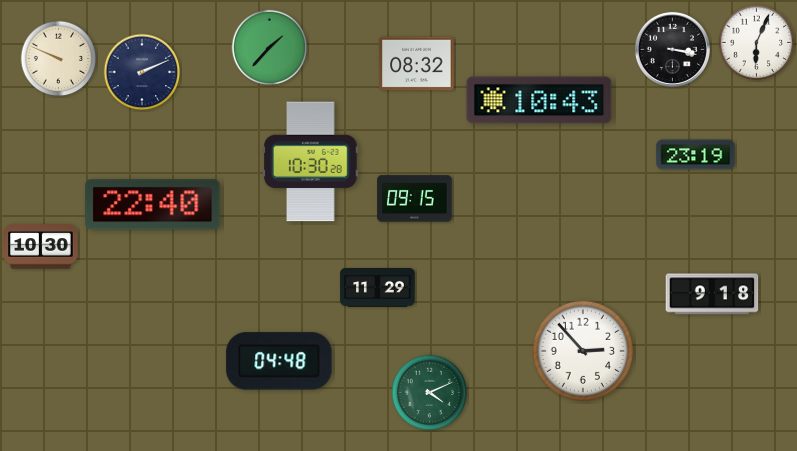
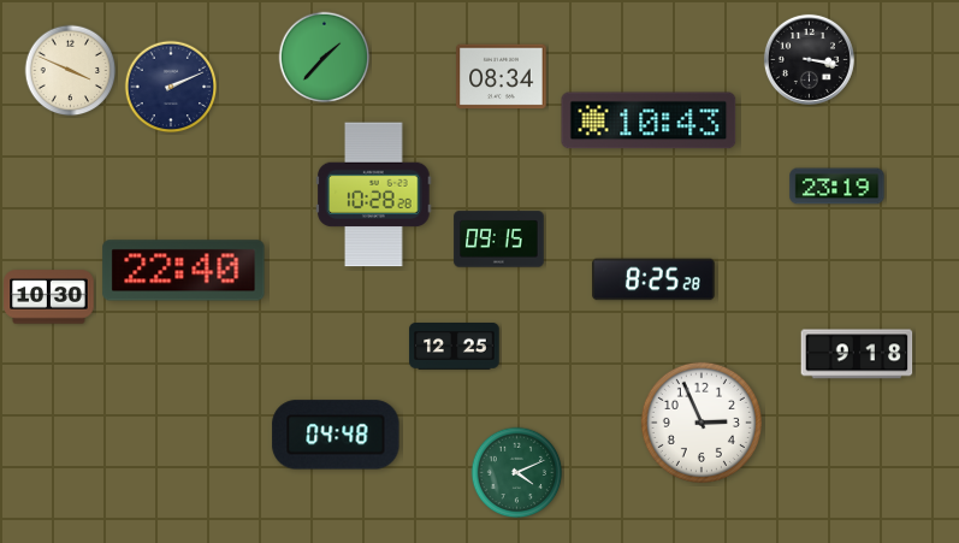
clock at (757, 43): 6:04 -> none
clock at (59, 59): 9:49 -> 3:49
clock at (417, 64): 08:32 -> 08:34
clock at (311, 162): 10:30 -> 10:28
clock at (153, 205) position: (153, 205) -> (184, 271)
clock at (653, 279): none -> 8:25
clock at (378, 288): 11:29 -> 12:25
clock at (583, 351): 2:53 -> 2:56
